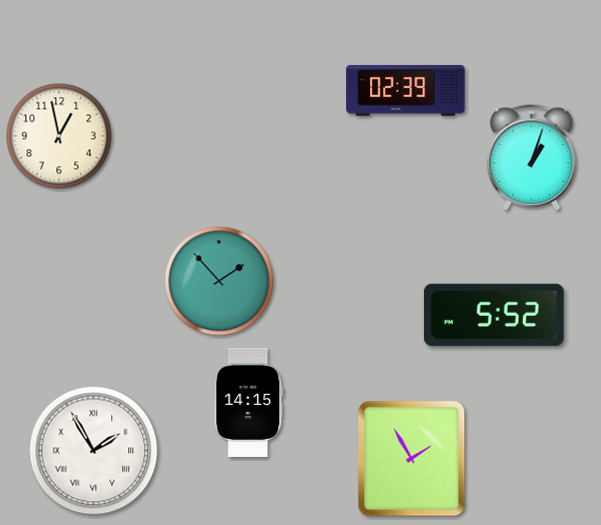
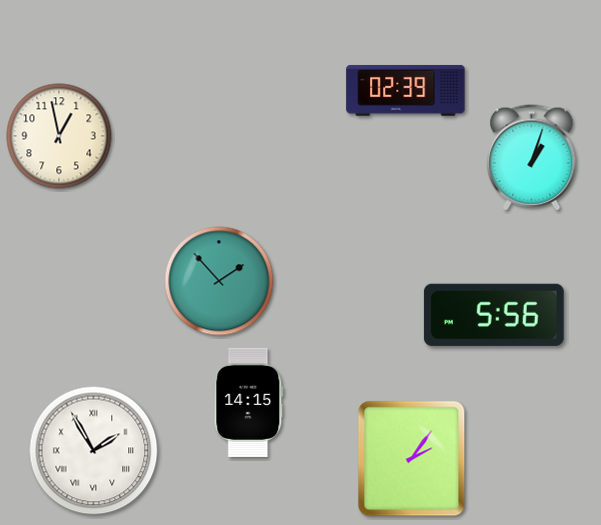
clock at (494, 315): 5:52 -> 5:56
clock at (412, 459): 1:55 -> 2:06
